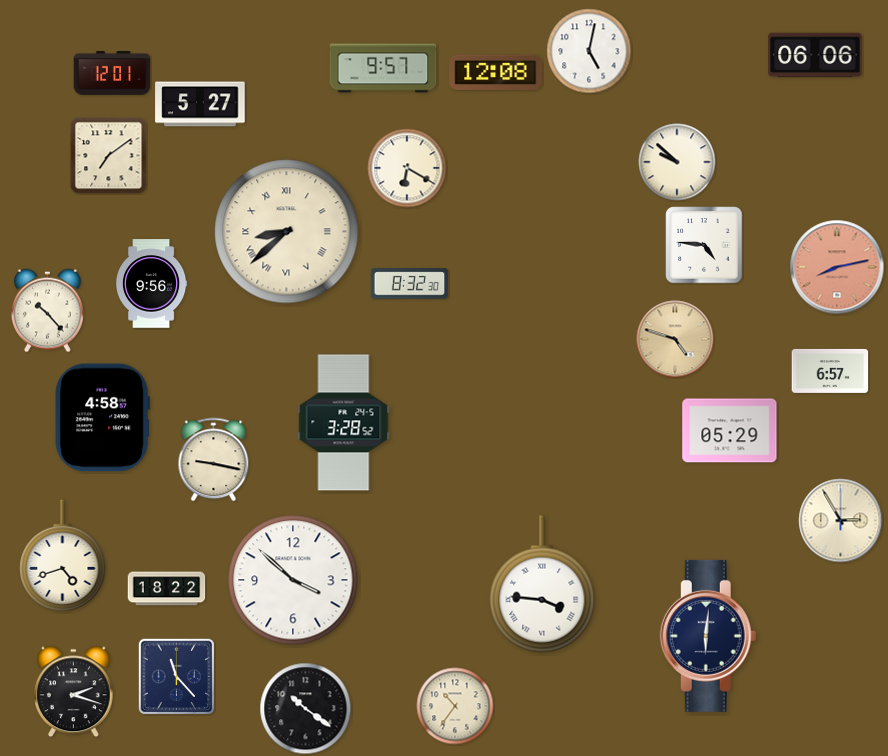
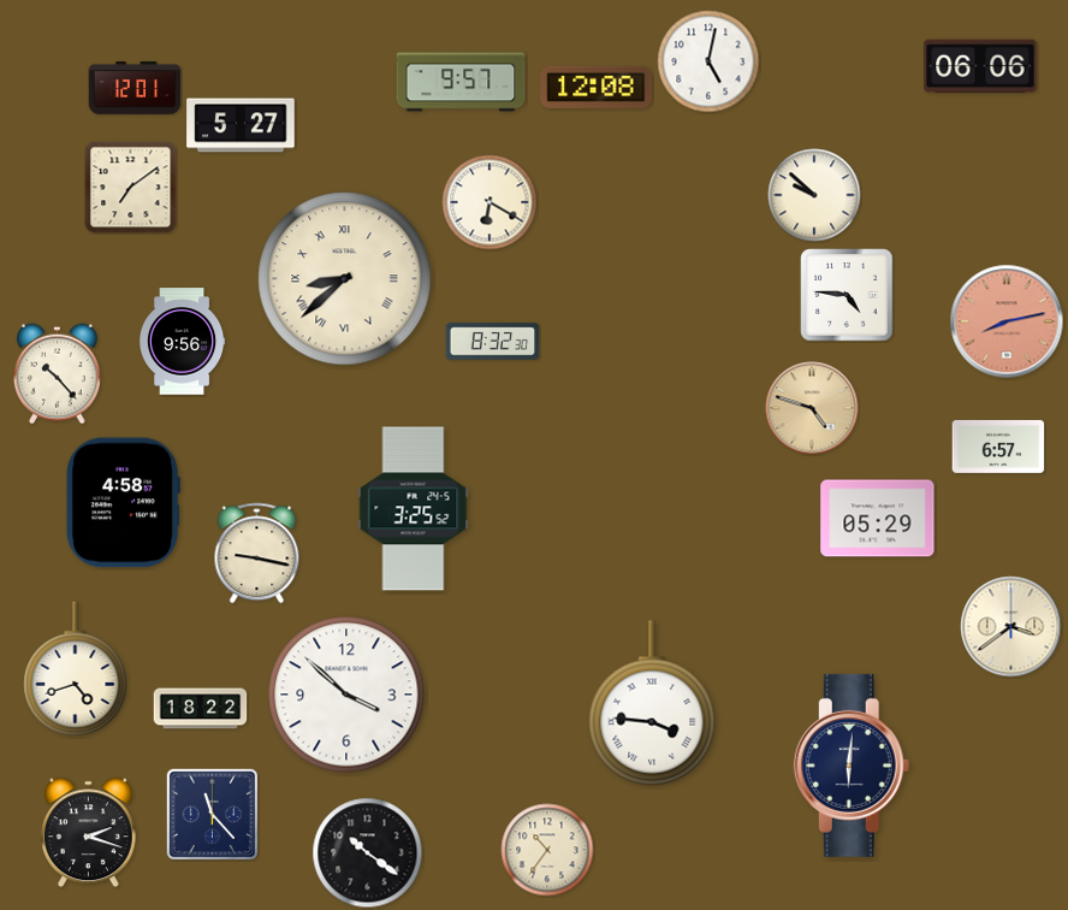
clock at (344, 423): 3:28 -> 3:25
clock at (841, 521): 2:55 -> 3:39
clock at (293, 580) position: (293, 580) -> (346, 695)
